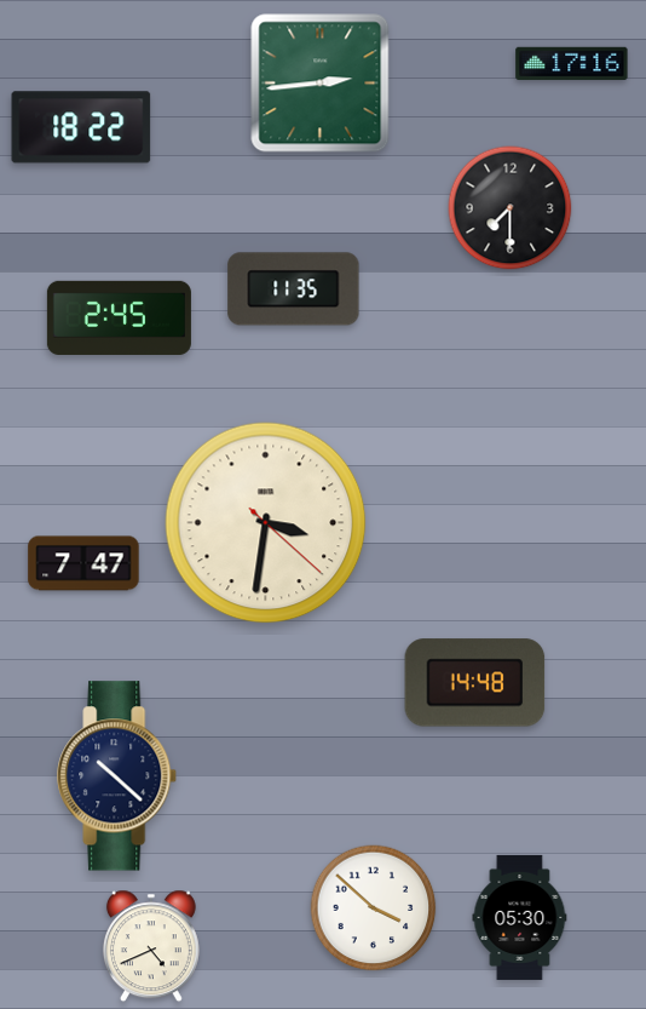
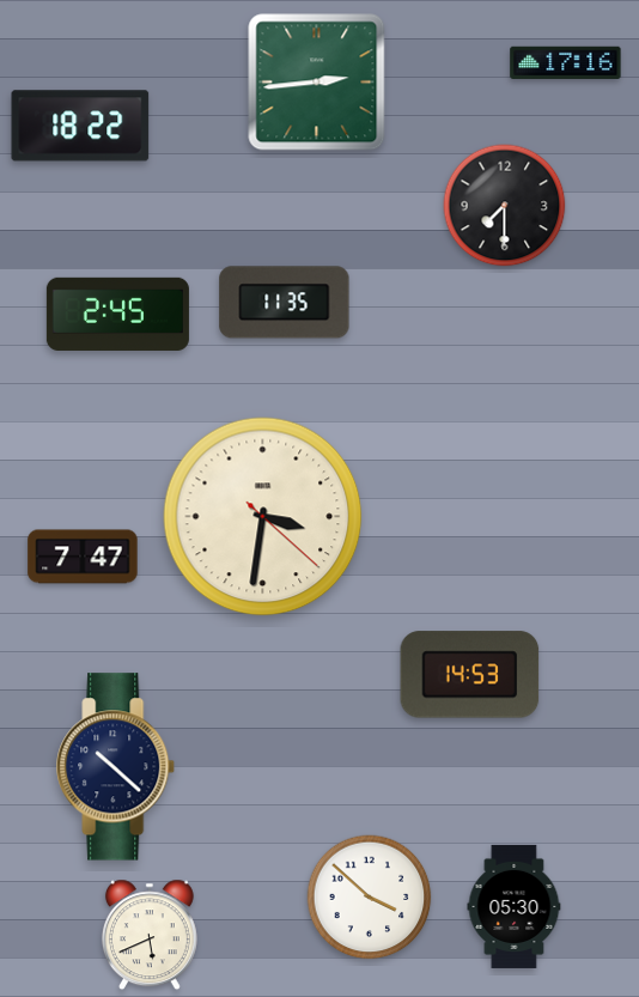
clock at (294, 289) position: (294, 289) -> (285, 303)
clock at (475, 683): 14:48 -> 14:53
clock at (151, 946): 4:41 -> 5:41
